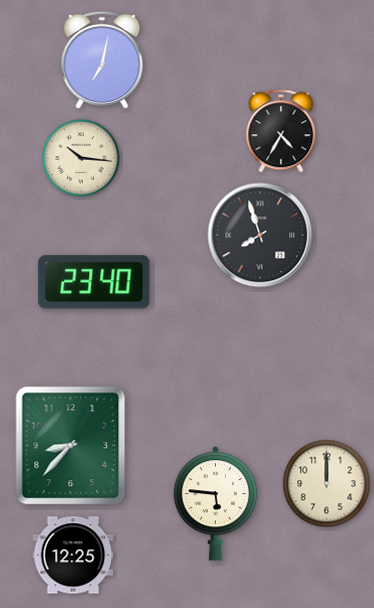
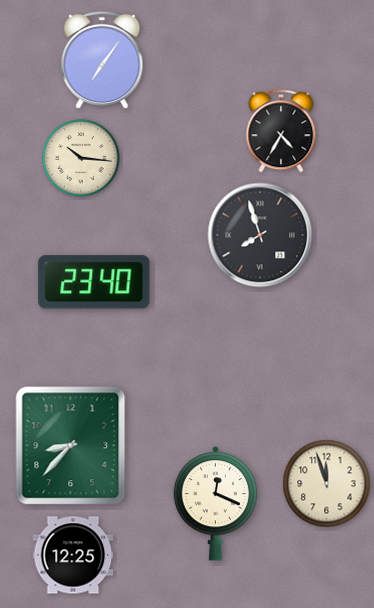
clock at (102, 60): 7:02 -> 7:06
clock at (327, 484): 12:00 -> 11:57
clock at (215, 504): 5:46 -> 12:19
